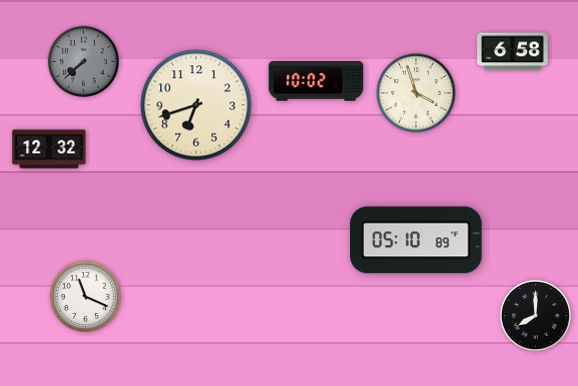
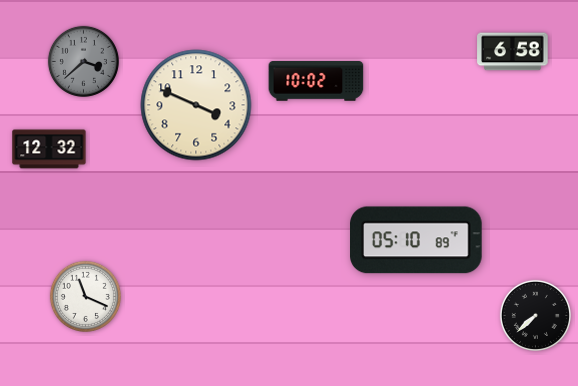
clock at (83, 61): 7:38 -> 3:38
clock at (416, 93): 3:57 -> none
clock at (196, 105): 6:42 -> 3:49
clock at (535, 315): 8:00 -> 7:38
